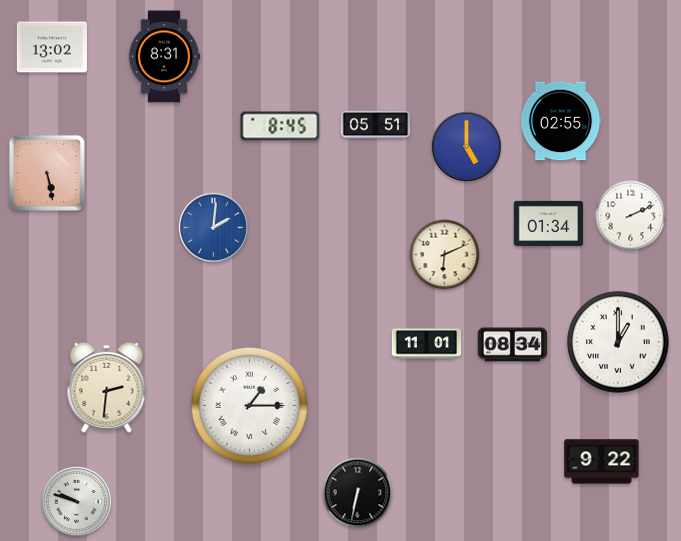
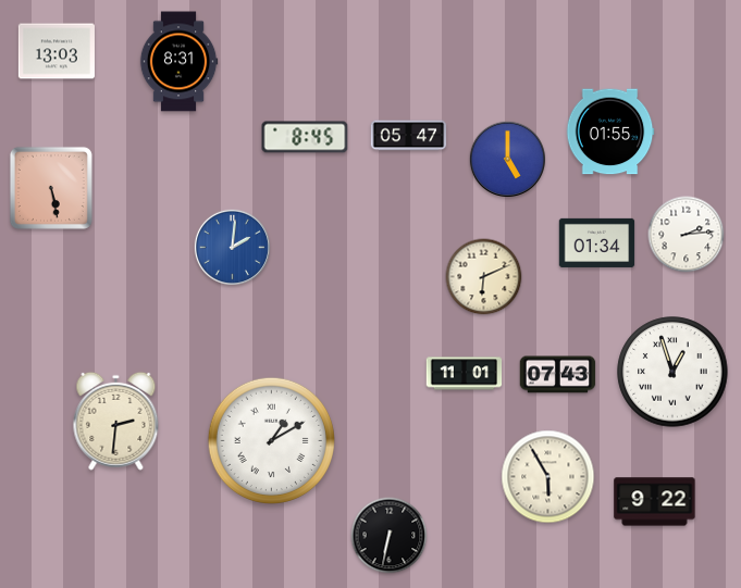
clock at (52, 47): 13:02 -> 13:03
clock at (561, 121): 02:55 -> 01:55
clock at (376, 125): 05:51 -> 05:47
clock at (631, 216): 2:11 -> 2:14
clock at (618, 342): 1:00 -> 12:57
clock at (513, 345): 08:34 -> 07:43
clock at (249, 405): 1:15 -> 1:10
clock at (548, 477): none -> 5:55
clock at (76, 501): 9:48 -> none
